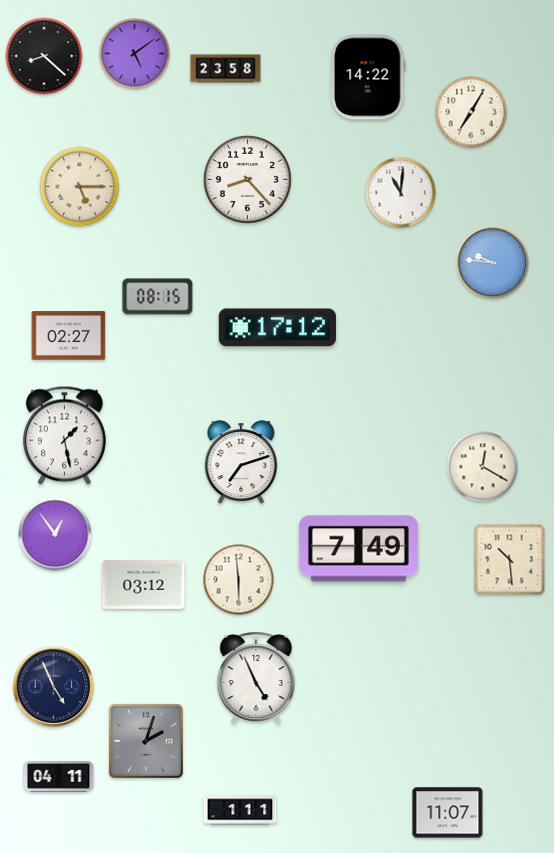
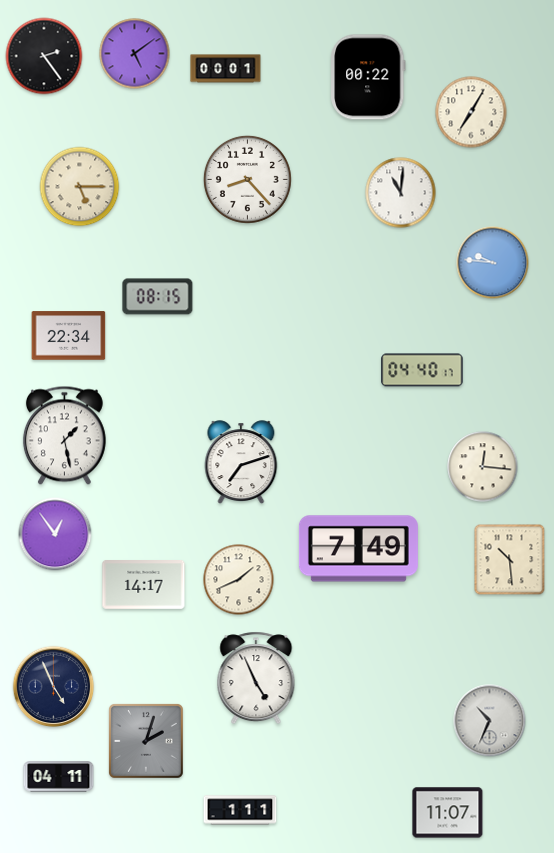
clock at (44, 56): 8:22 -> 2:24
clock at (226, 69): 23:58 -> 00:01
clock at (368, 77): 14:22 -> 00:22
clock at (277, 328): 17:12 -> none
clock at (69, 336): 02:27 -> 22:34
clock at (422, 370): none -> 04:40
clock at (483, 467): 12:20 -> 12:16
clock at (239, 580): 5:59 -> 1:41
clock at (144, 585): 03:12 -> 14:17
clock at (490, 721): none -> 10:34
